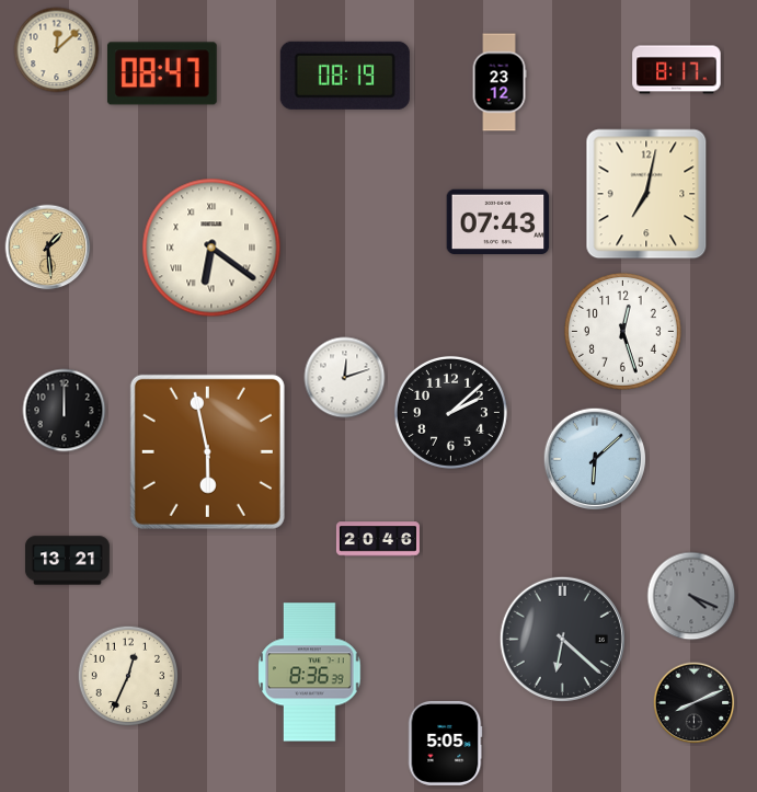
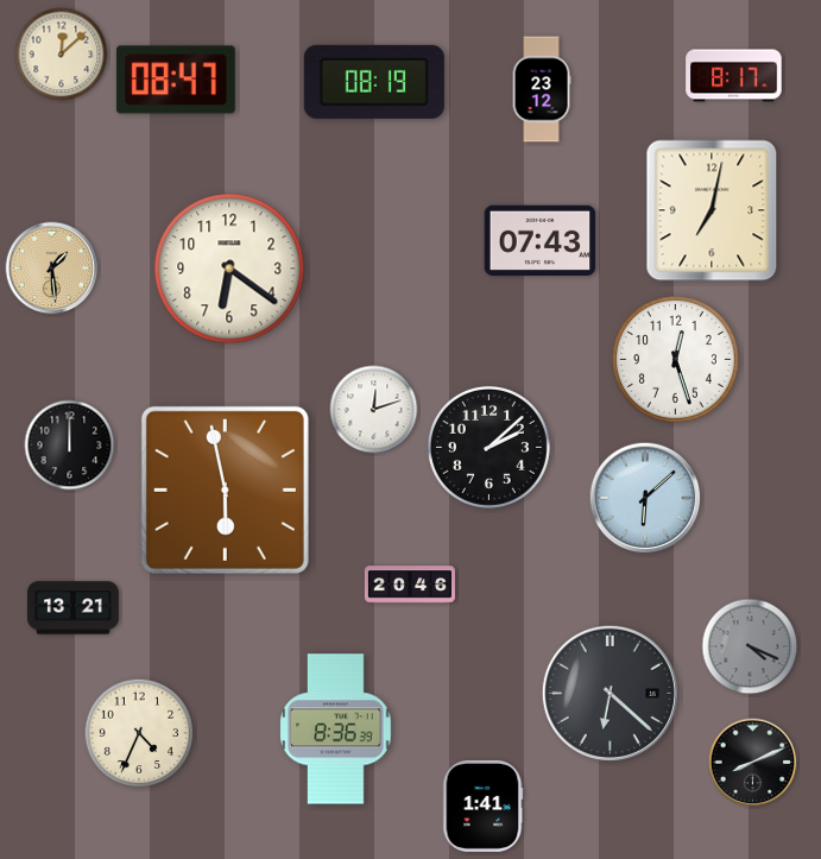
clock at (646, 194) position: (646, 194) -> (712, 210)
clock at (211, 248) numerals: Roman -> Arabic
clock at (128, 676): 12:34 -> 4:34
clock at (445, 743): 5:05 -> 1:41
